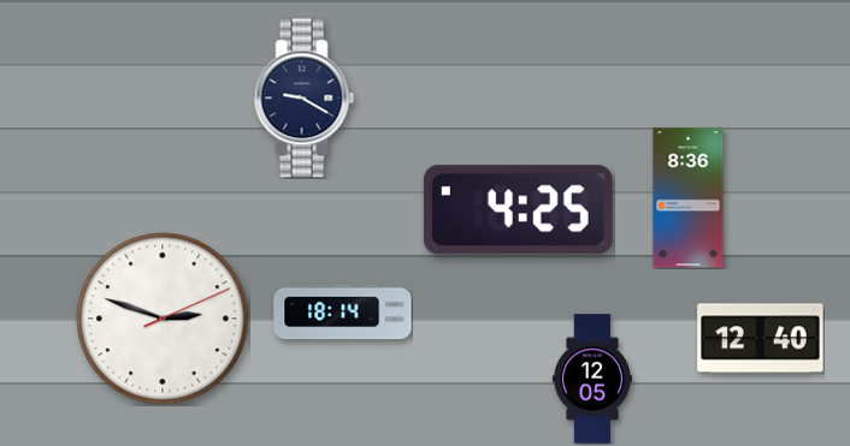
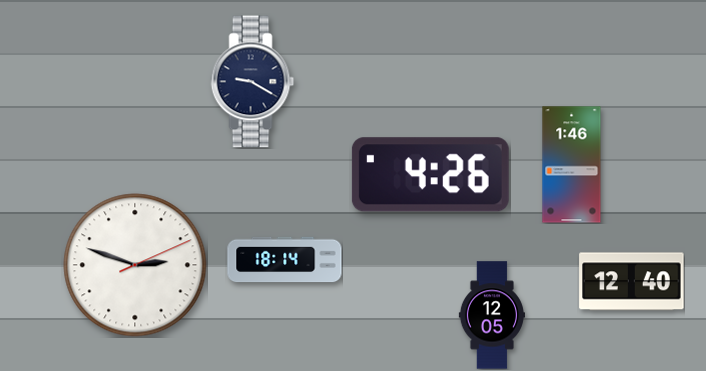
clock at (689, 198): 8:36 -> 1:46
clock at (518, 210): 4:25 -> 4:26
